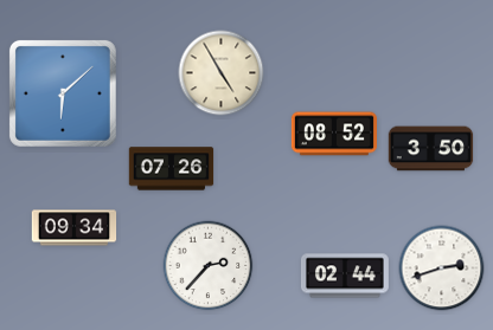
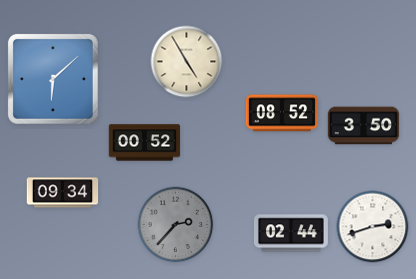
clock at (172, 169): 07:26 -> 00:52
clock at (209, 266) dial: white -> grey
